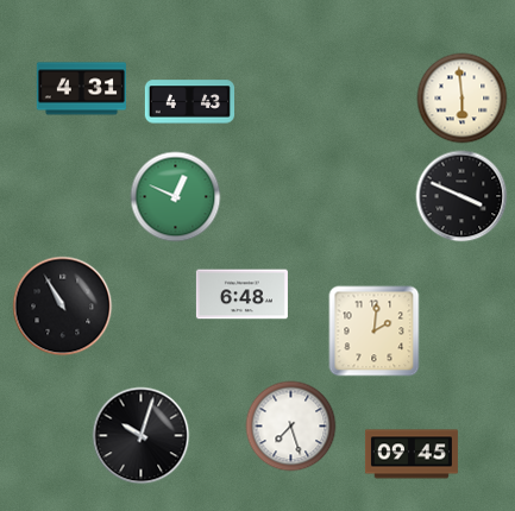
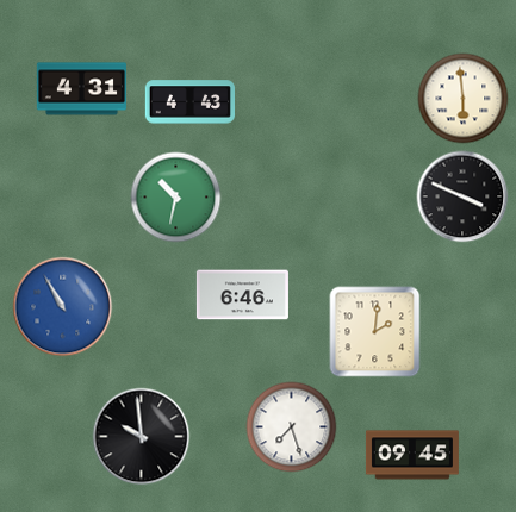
clock at (176, 197): 12:49 -> 10:32
clock at (241, 295): 6:48 -> 6:46
clock at (63, 307) dial: black -> blue
clock at (142, 436): 10:03 -> 9:59
